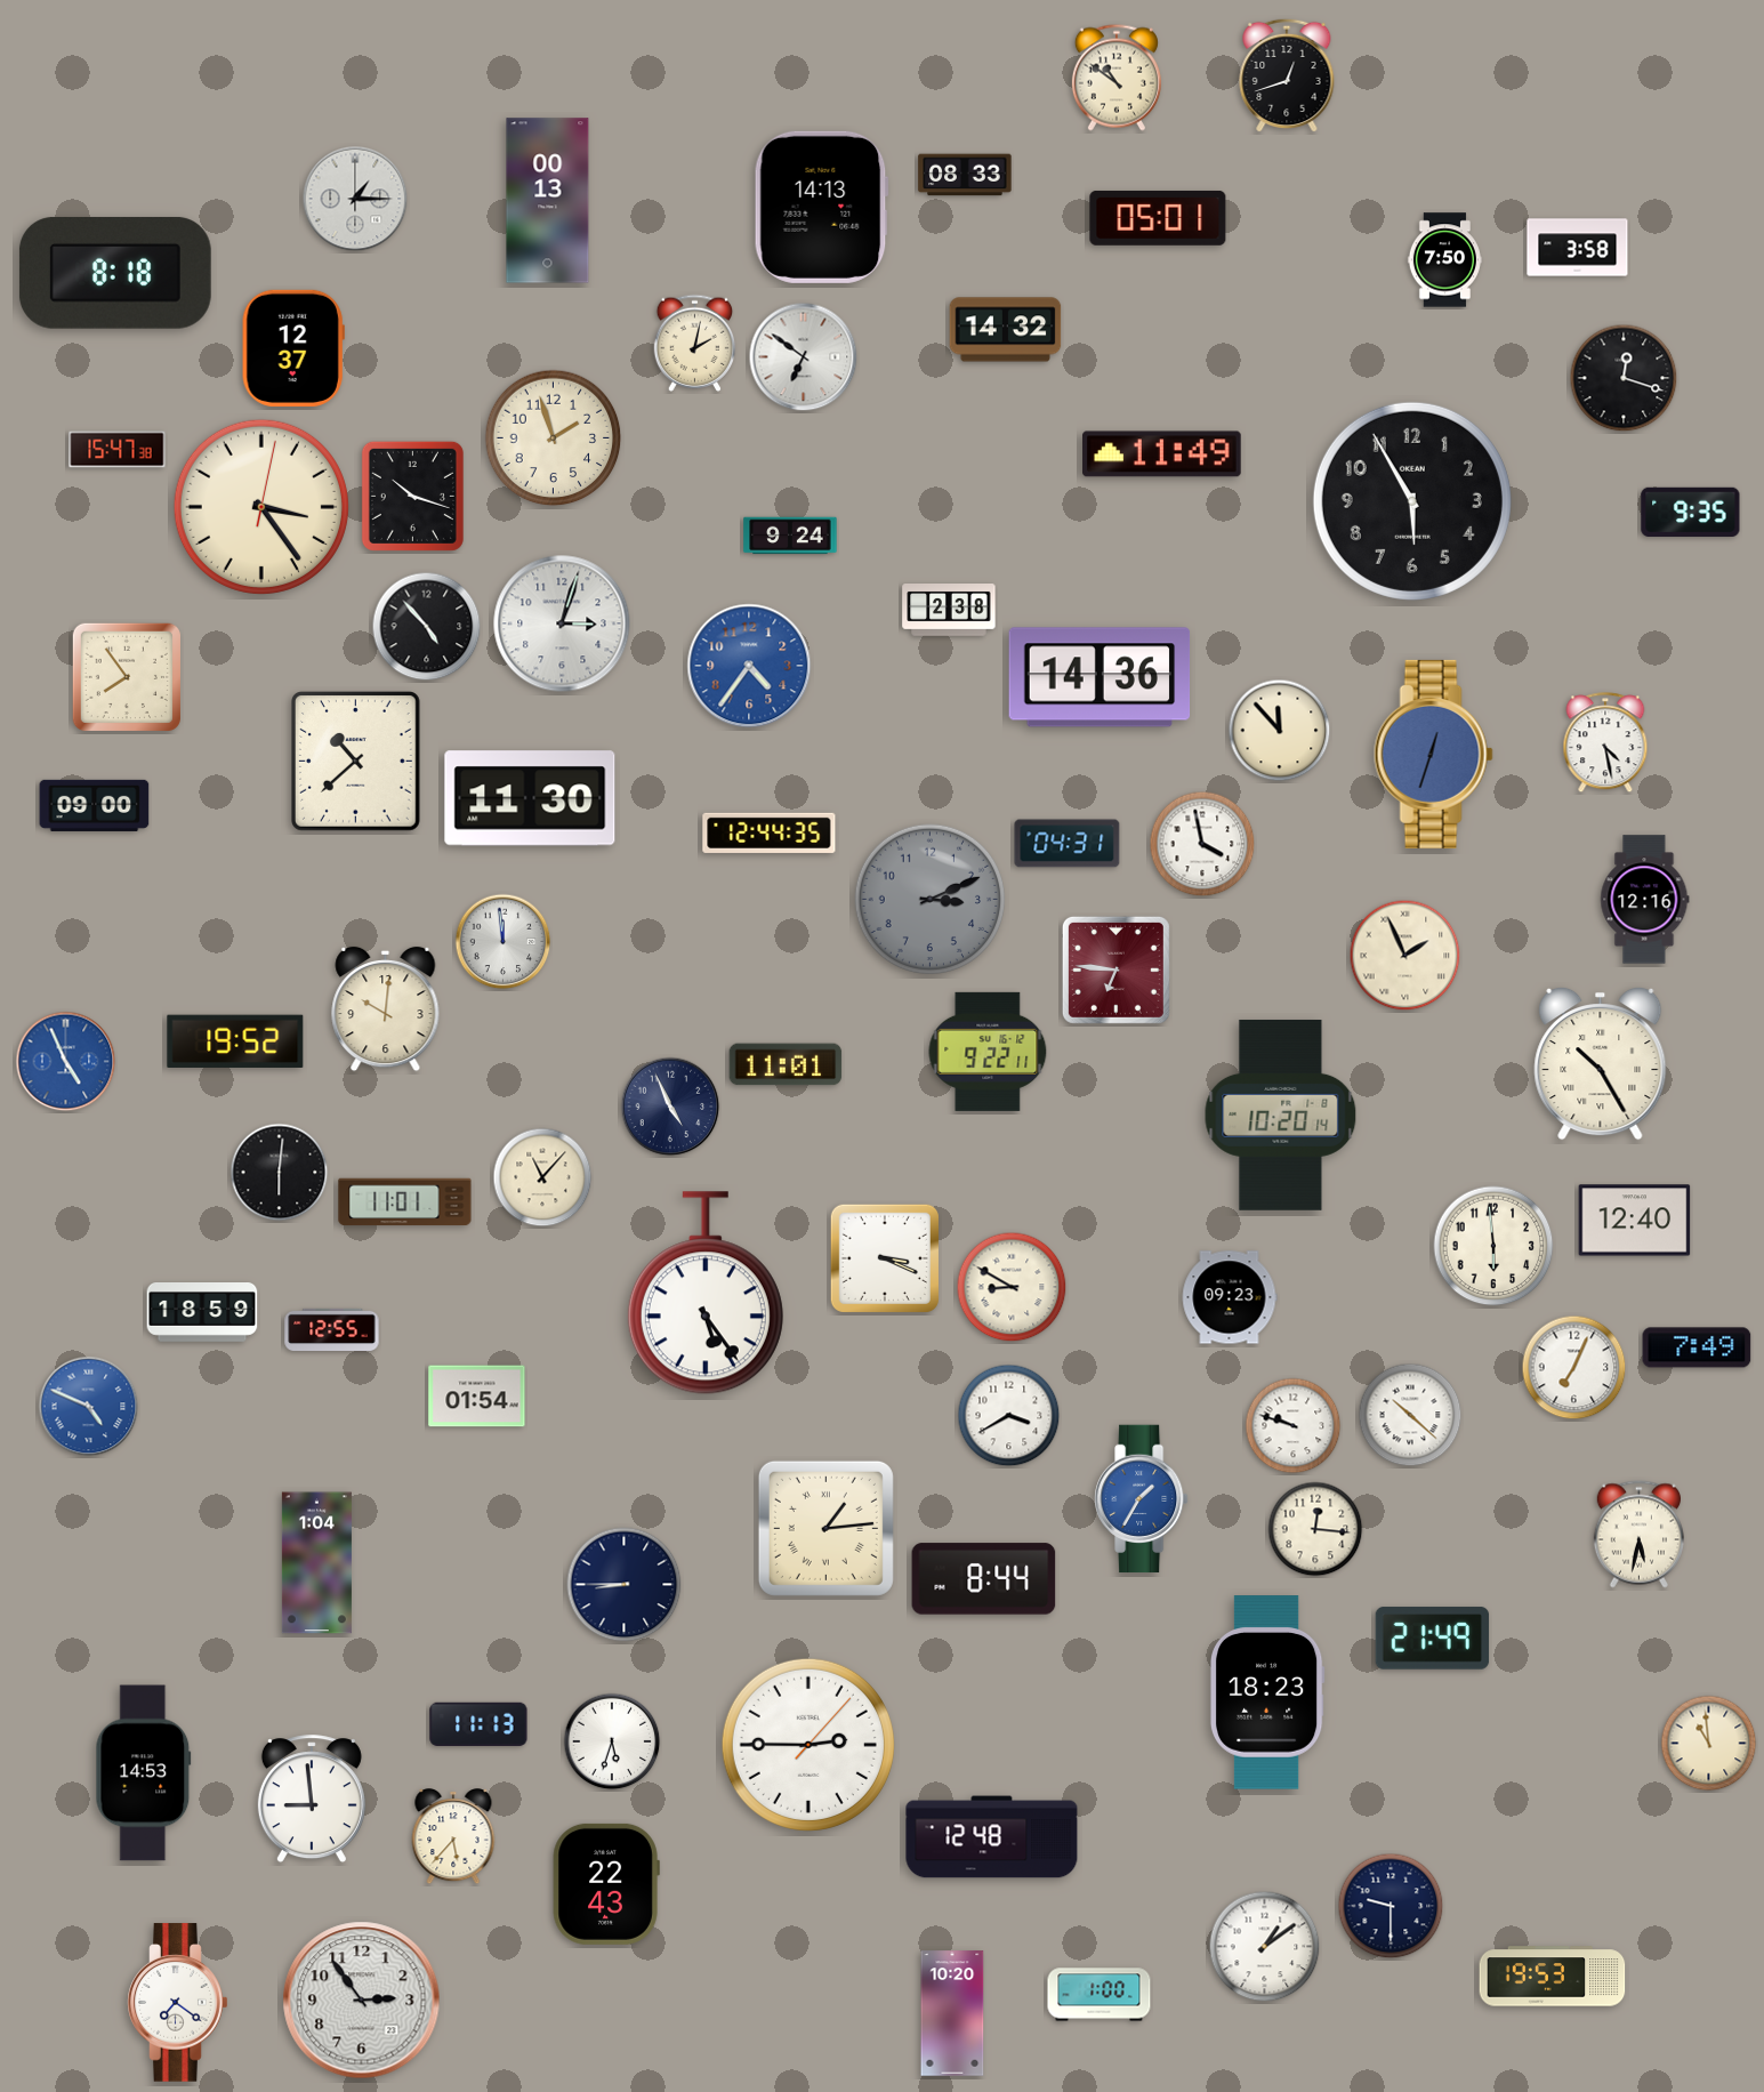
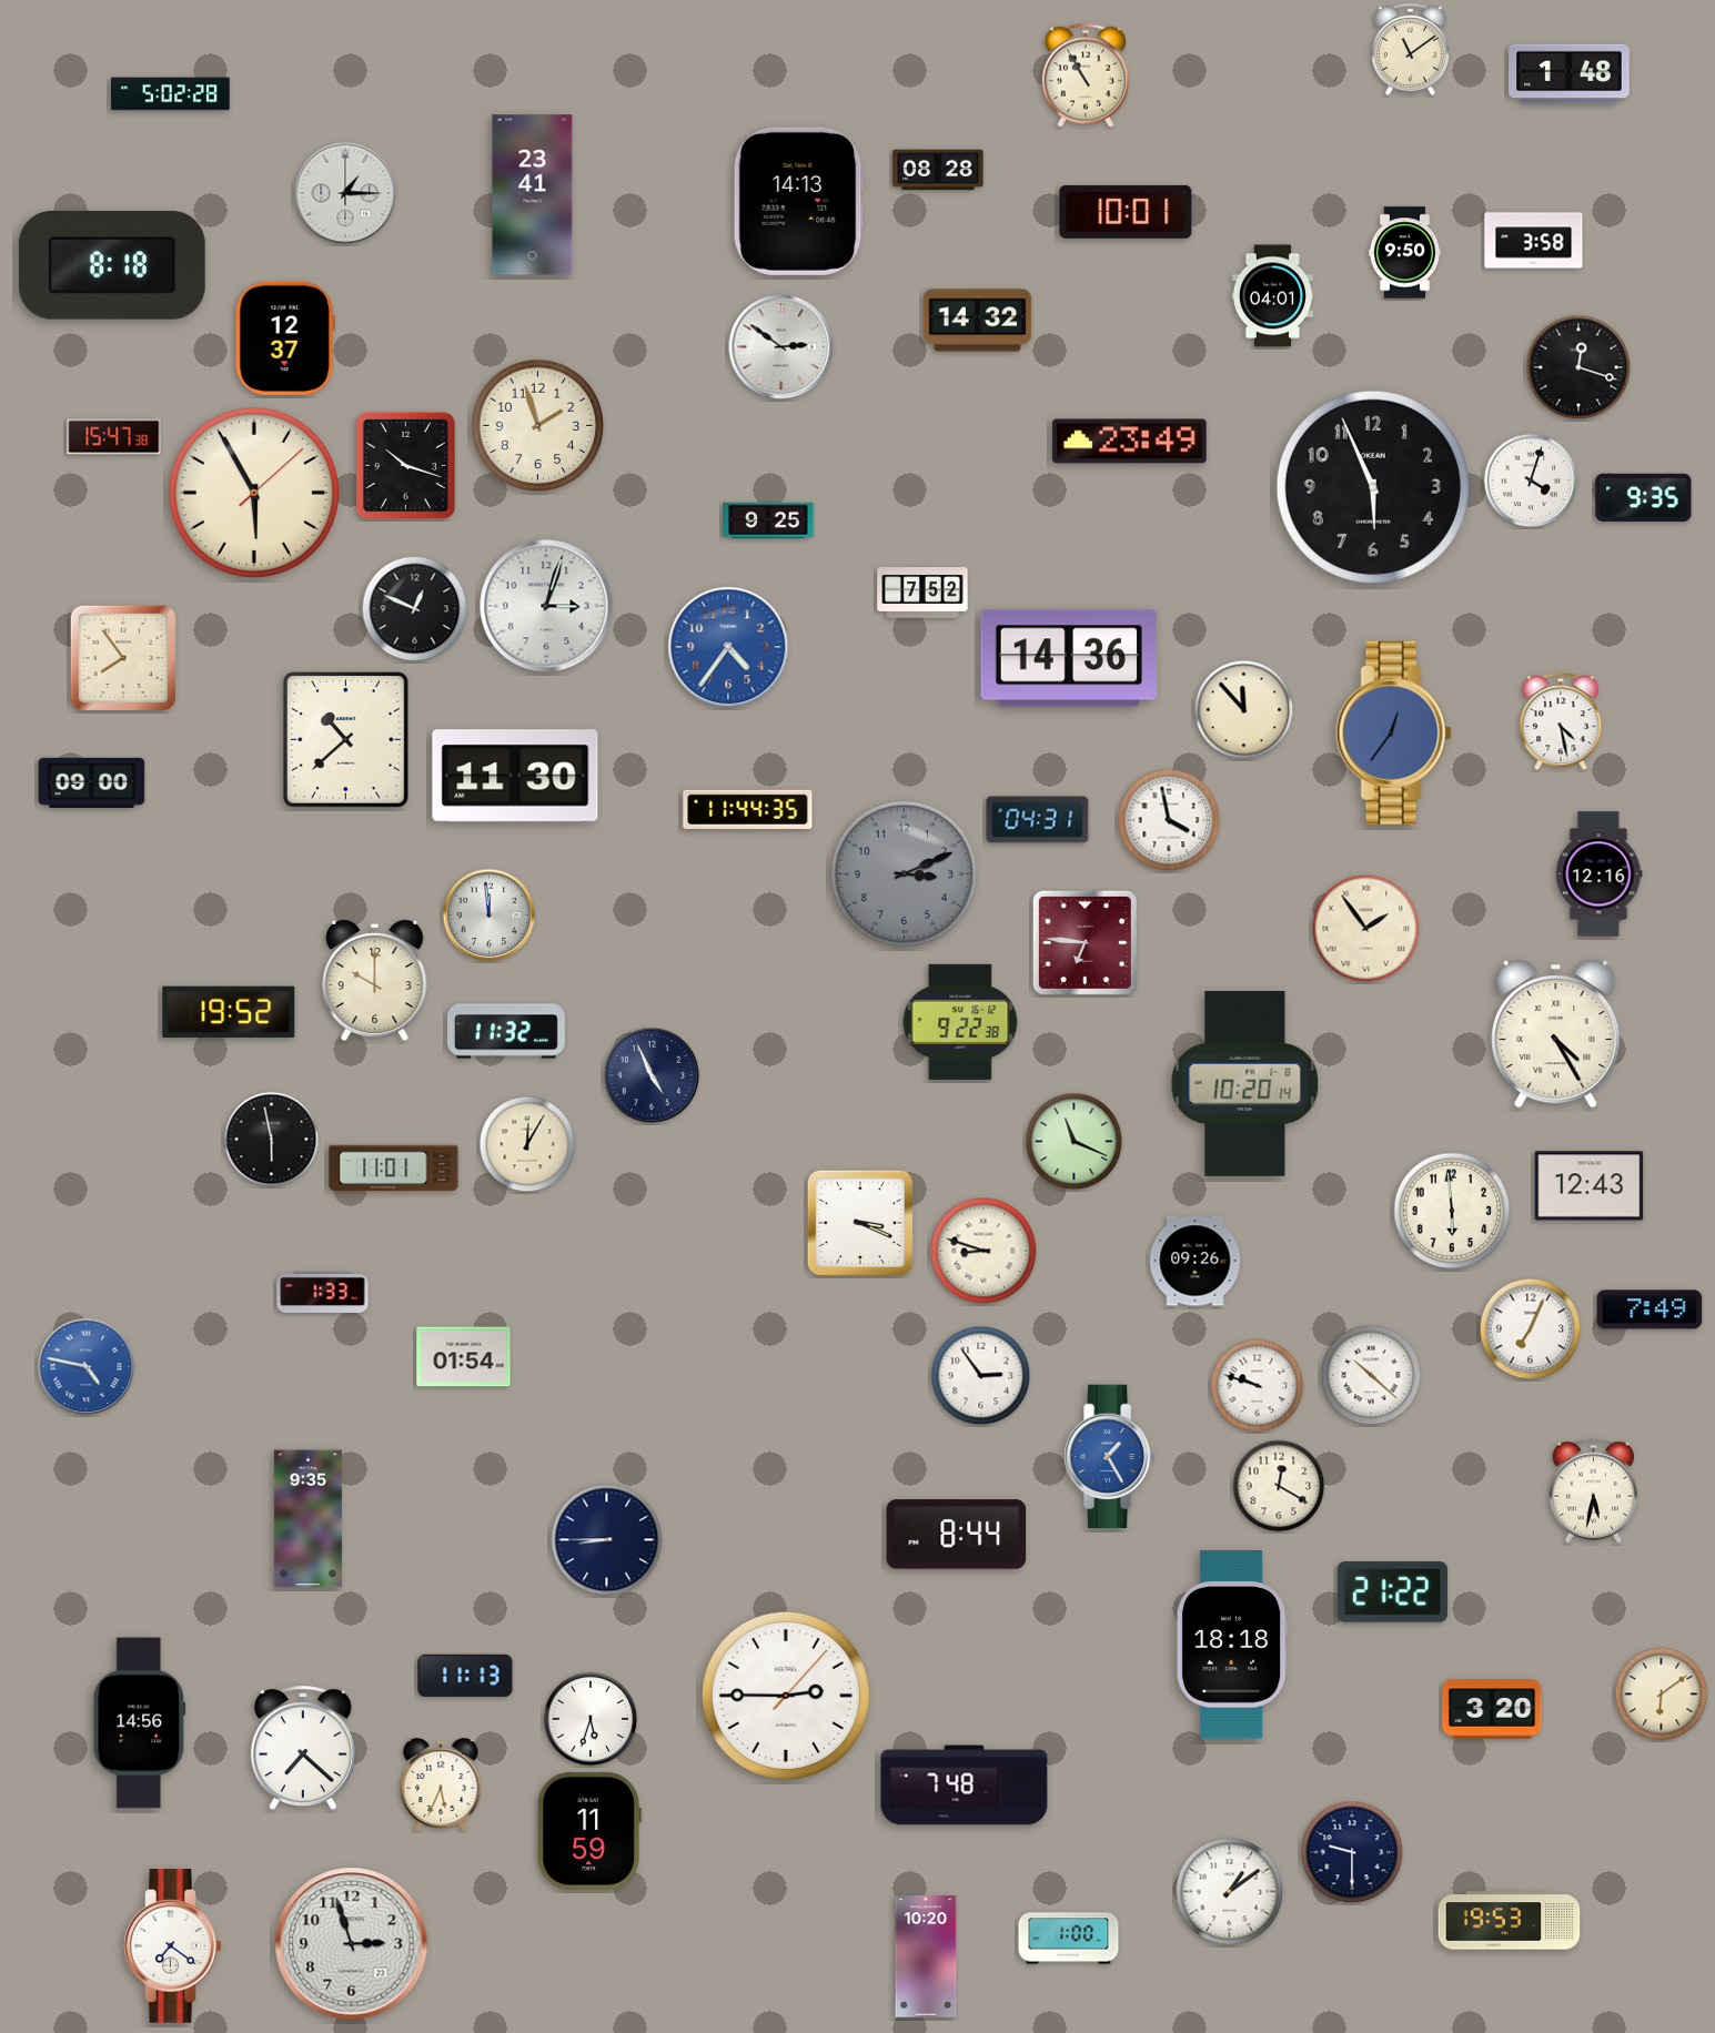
clock at (1410, 49): none -> 11:09
clock at (1287, 75): 12:42 -> none
clock at (1570, 74): none -> 1:48
clock at (1117, 78): 10:51 -> 10:55
clock at (171, 94): none -> 5:02
clock at (965, 175): 08:33 -> 08:28
clock at (548, 201): 00:13 -> 23:41
clock at (1158, 218): 05:01 -> 10:01
clock at (1444, 260): 7:50 -> 9:50
clock at (1272, 296): none -> 04:01
clock at (695, 343): 2:02 -> none
clock at (804, 357): 6:51 -> 2:51
clock at (1162, 454): 11:49 -> 23:49
clock at (1531, 481): none -> 4:03
clock at (412, 496) position: (412, 496) -> (405, 465)
clock at (1412, 501): 5:55 -> 5:56
clock at (261, 507): 3:24 -> 5:55
clock at (790, 536): 9:24 -> 9:25
clock at (949, 611): 2:38 -> 7:52
clock at (427, 627): 4:53 -> 12:49
clock at (1433, 754): 12:33 -> 12:36
clock at (770, 832): 12:44 -> 11:44
clock at (1405, 956): 1:56 -> 1:54
clock at (386, 1009): 10:01 -> 10:00
clock at (988, 1052): 9:22:11 -> 9:22:38
clock at (506, 1031): none -> 11:32
clock at (66, 1062): 4:56 -> none
clock at (1601, 1063): 10:25 -> 4:25
clock at (786, 1064): 11:01 -> none
clock at (280, 1173): 6:01 -> 5:58
clock at (1075, 1142): none -> 11:19
clock at (542, 1177): 11:07 -> 12:05
clock at (1635, 1221): 12:40 -> 12:43
clock at (1012, 1287): 8:50 -> 8:48
clock at (706, 1293): 5:24 -> none
clock at (1230, 1297): 09:23 -> 09:26
clock at (202, 1312): 18:59 -> none
clock at (332, 1329): 12:55 -> 1:33
clock at (89, 1407): 4:49 -> 4:47
clock at (1009, 1416): 3:40 -> 2:54
clock at (1142, 1499): 1:35 -> 1:25
clock at (825, 1528): 1:14 -> none
clock at (1315, 1529): 12:16 -> 12:20
clock at (316, 1563): 1:04 -> 9:35
clock at (1433, 1639): 21:49 -> 21:22
clock at (1267, 1692): 18:23 -> 18:18
clock at (612, 1741) position: (612, 1741) -> (591, 1719)
clock at (1709, 1744): 10:59 -> 6:09
clock at (1492, 1709): none -> 3:20
clock at (144, 1773): 14:53 -> 14:56
clock at (312, 1800): 8:59 -> 7:22
clock at (453, 1837): 5:37 -> 5:34
clock at (992, 1837): 12:48 -> 7:48
clock at (606, 1884): 22:43 -> 11:59
clock at (362, 2001): 2:54 -> 2:57
